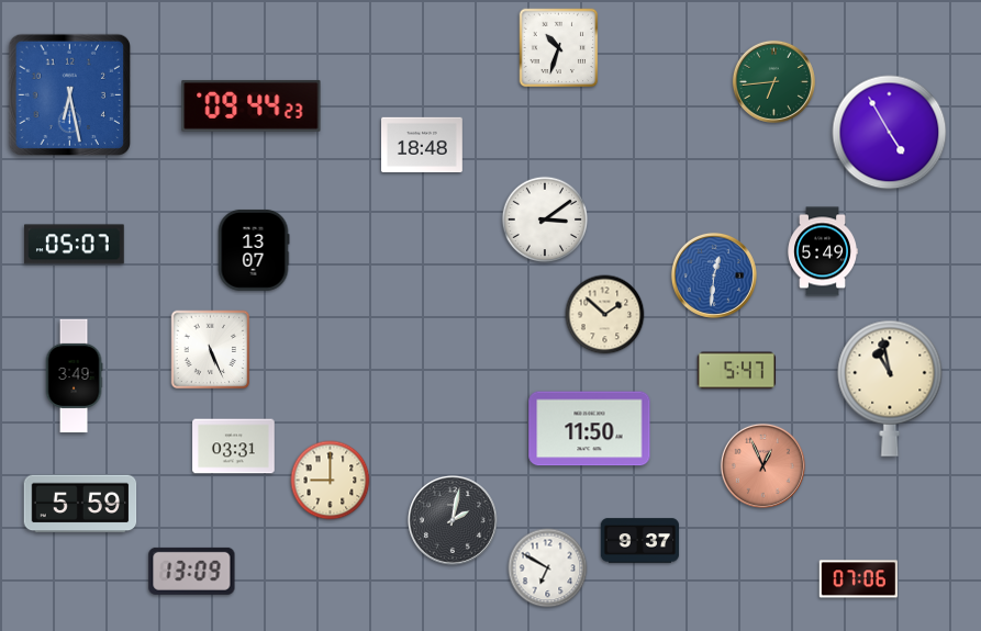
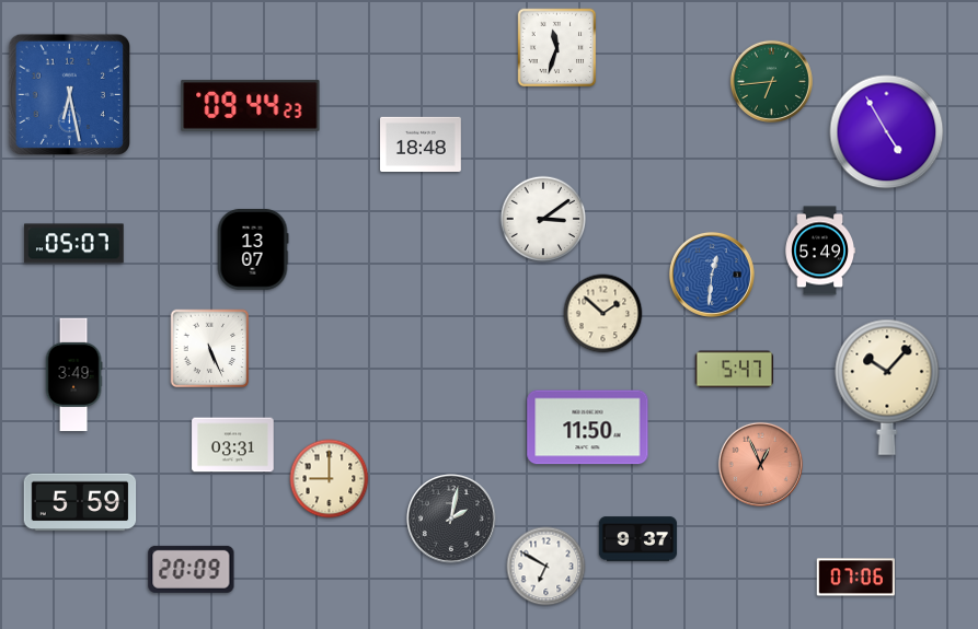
clock at (559, 48): 10:33 -> 11:33
clock at (890, 388): 10:58 -> 10:07
clock at (192, 571): 13:09 -> 20:09
